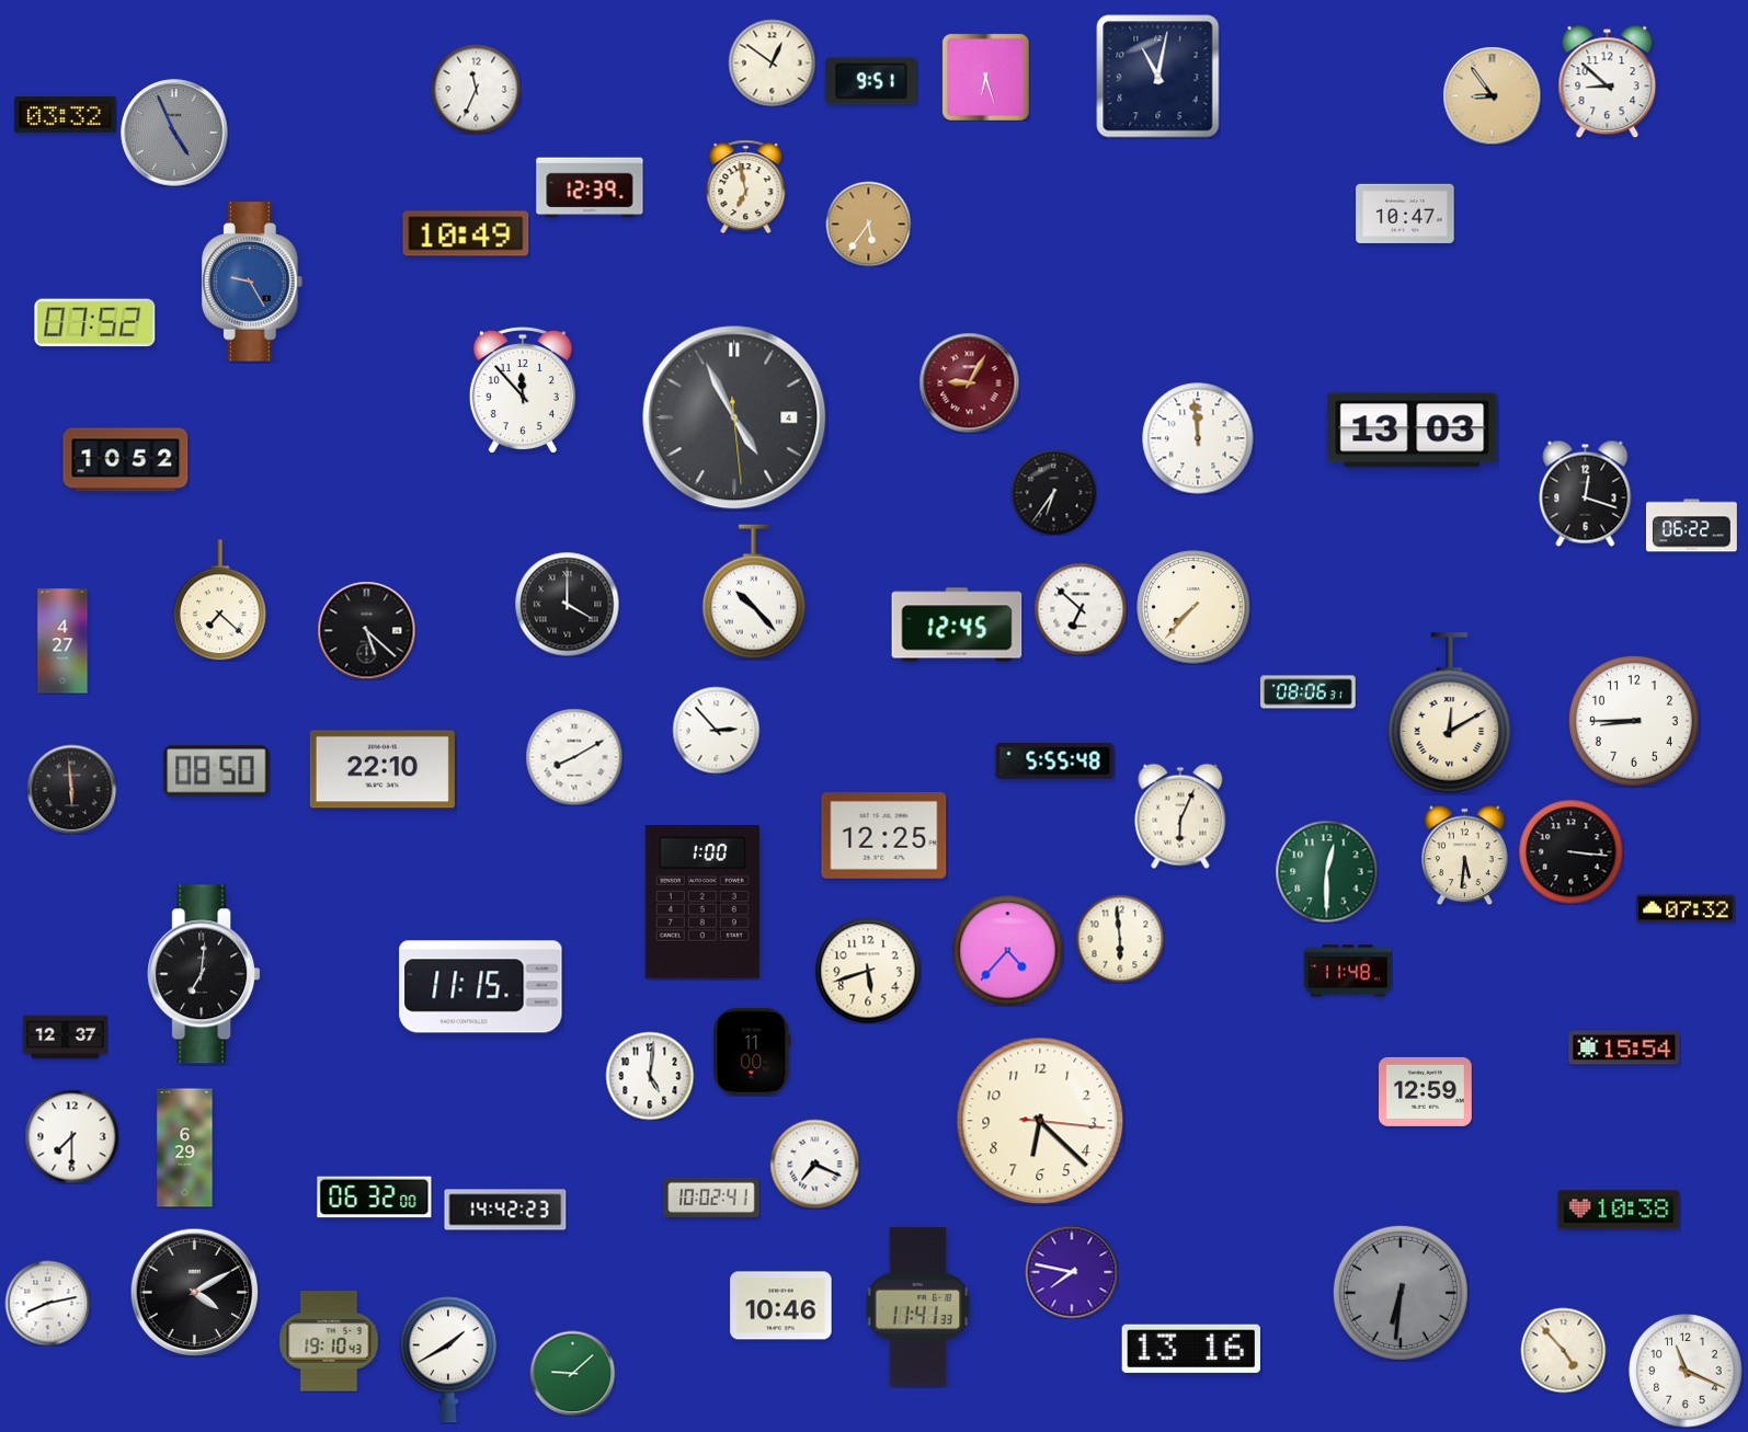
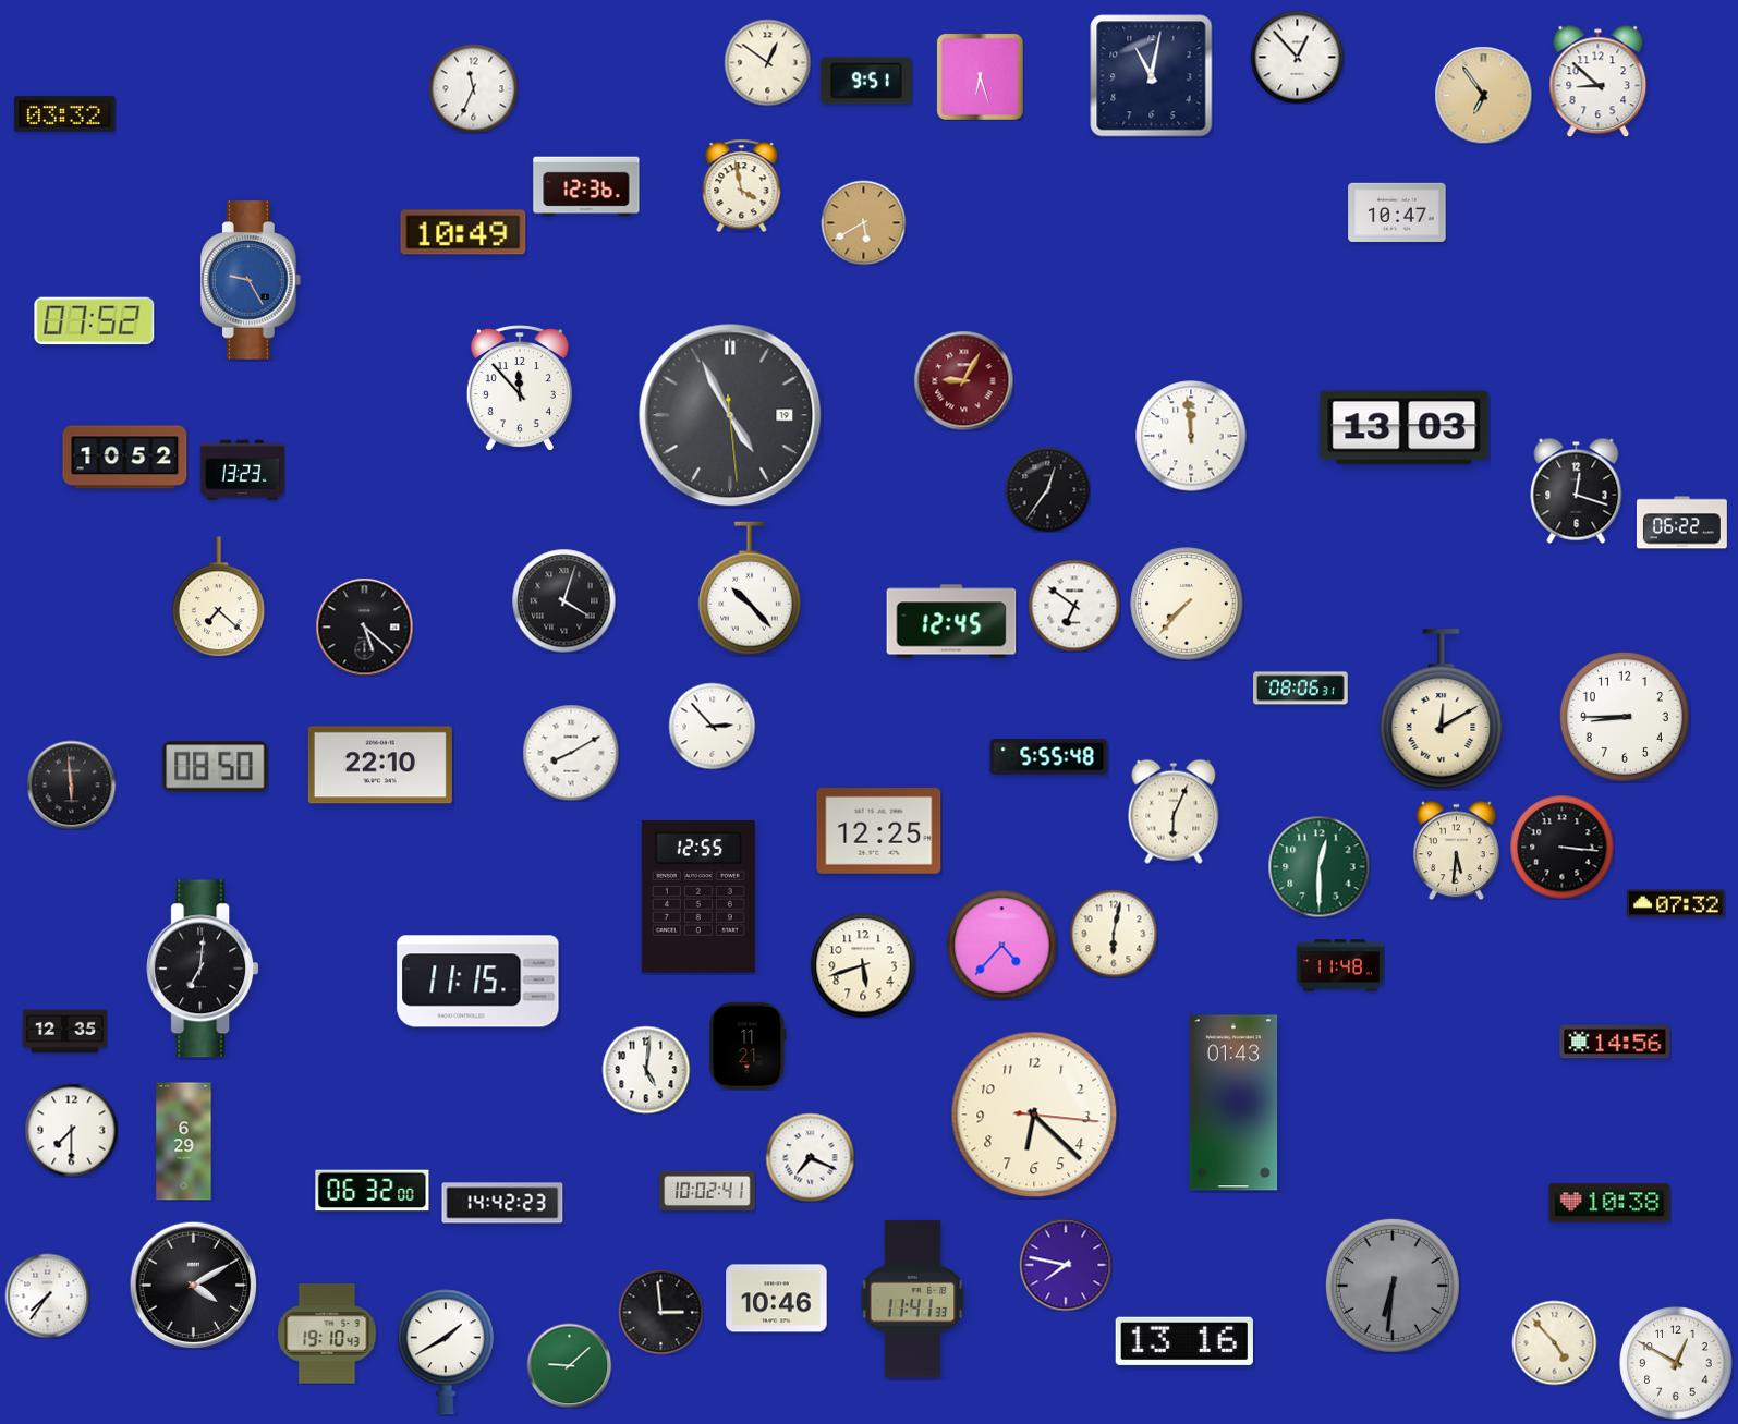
clock at (1297, 57): none -> 12:53
clock at (1492, 95): 8:54 -> 6:54
clock at (174, 133): 4:56 -> none
clock at (746, 186): 6:58 -> 3:58
clock at (590, 187): 12:39 -> 12:36
clock at (868, 224): 5:36 -> 5:40
clock at (734, 417) date: 4 -> 19
clock at (242, 471): none -> 13:23
clock at (1053, 492): 6:36 -> 12:36
clock at (567, 604): 4:00 -> 4:03
clock at (1081, 609): 6:52 -> 6:51
clock at (62, 641): 4:27 -> none
clock at (702, 902): 1:00 -> 12:55
clock at (1120, 939): 5:59 -> 6:02
clock at (65, 1038): 12:37 -> 12:35
clock at (1624, 1047): 15:54 -> 14:56
clock at (752, 1052): 11:00 -> 11:21
clock at (1426, 1091): 12:59 -> none
clock at (1233, 1103): none -> 01:43
clock at (47, 1303): 8:13 -> 7:36
clock at (660, 1312): none -> 2:59
clock at (1686, 1371): 11:19 -> 12:50
